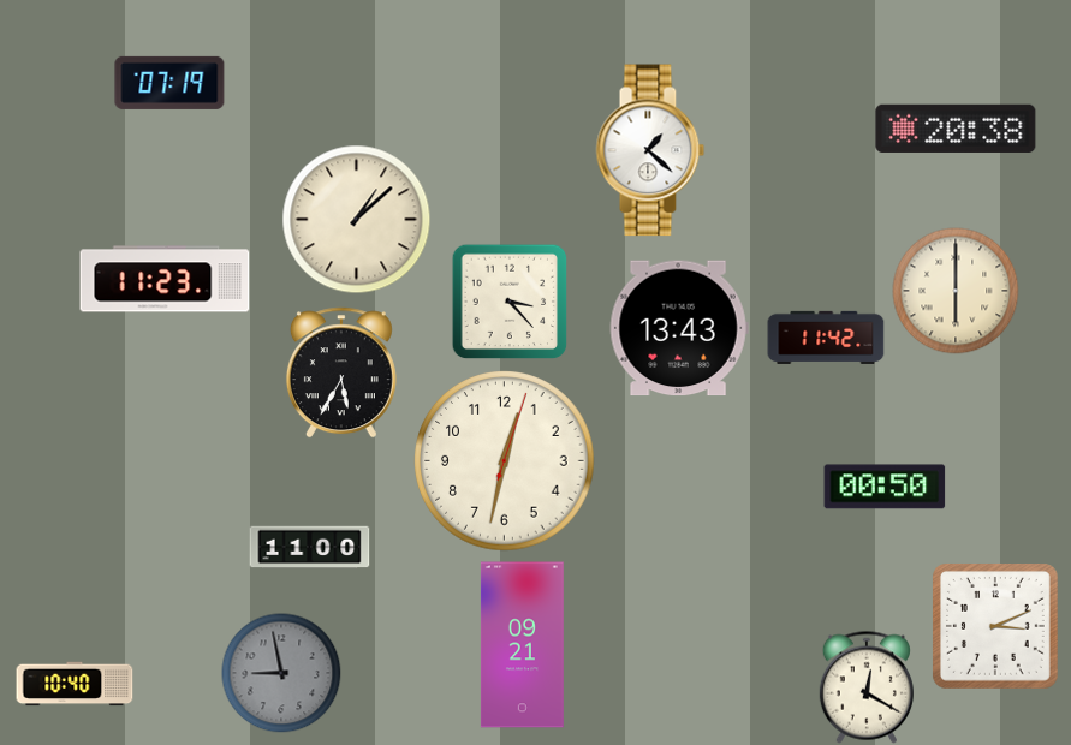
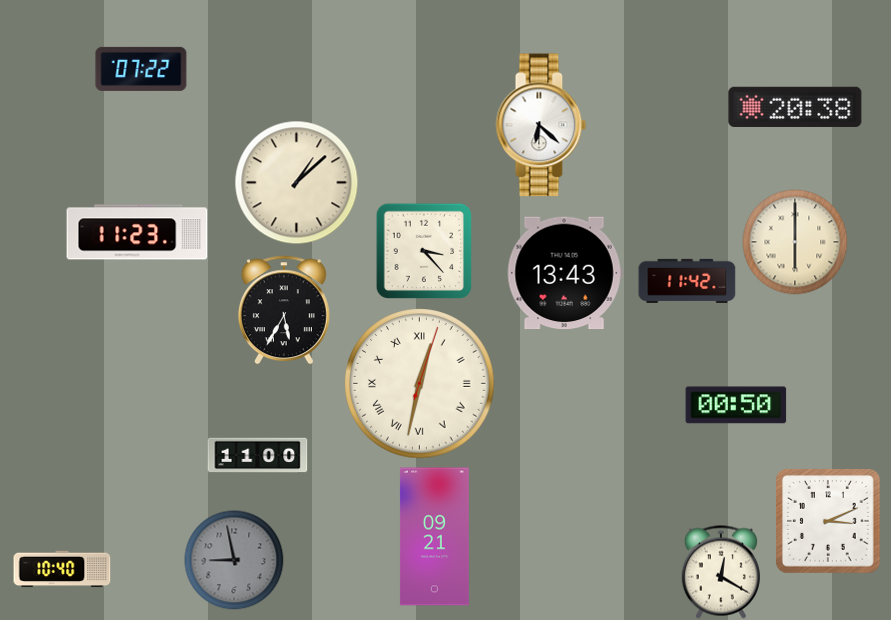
clock at (169, 83): 07:19 -> 07:22
clock at (650, 150): 1:22 -> 6:22
clock at (505, 461) numerals: Arabic -> Roman
